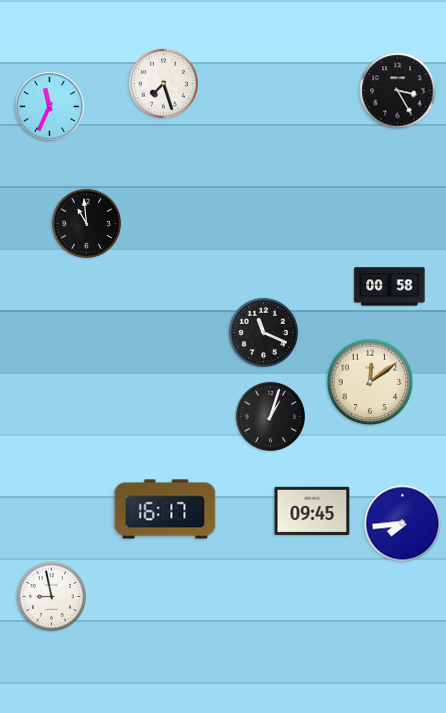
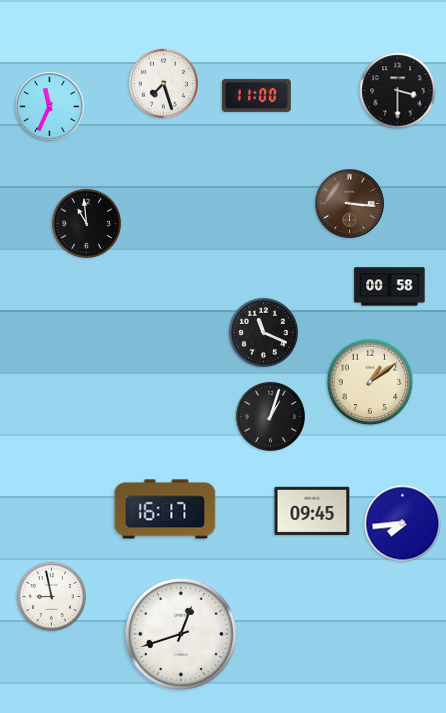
clock at (398, 91): 3:25 -> 3:30
clock at (256, 95): none -> 11:00
clock at (350, 204): none -> 3:16
clock at (370, 382): 12:09 -> 1:09
clock at (181, 634): none -> 12:42
